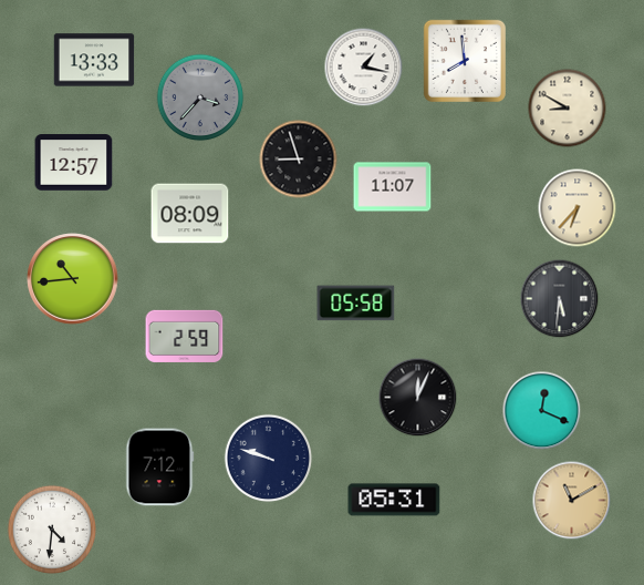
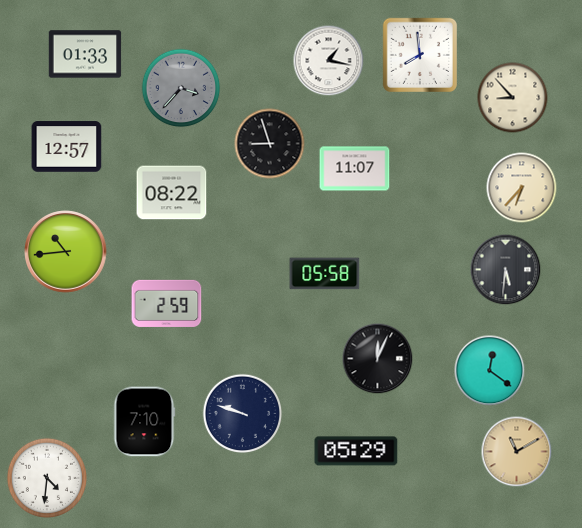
clock at (94, 60): 13:33 -> 01:33
clock at (568, 109): 8:50 -> 8:53
clock at (190, 214): 08:09 -> 08:22
clock at (356, 304) position: (356, 304) -> (325, 274)
clock at (542, 411): 12:19 -> 12:21
clock at (160, 468): 7:12 -> 7:10
clock at (394, 500): 05:31 -> 05:29
